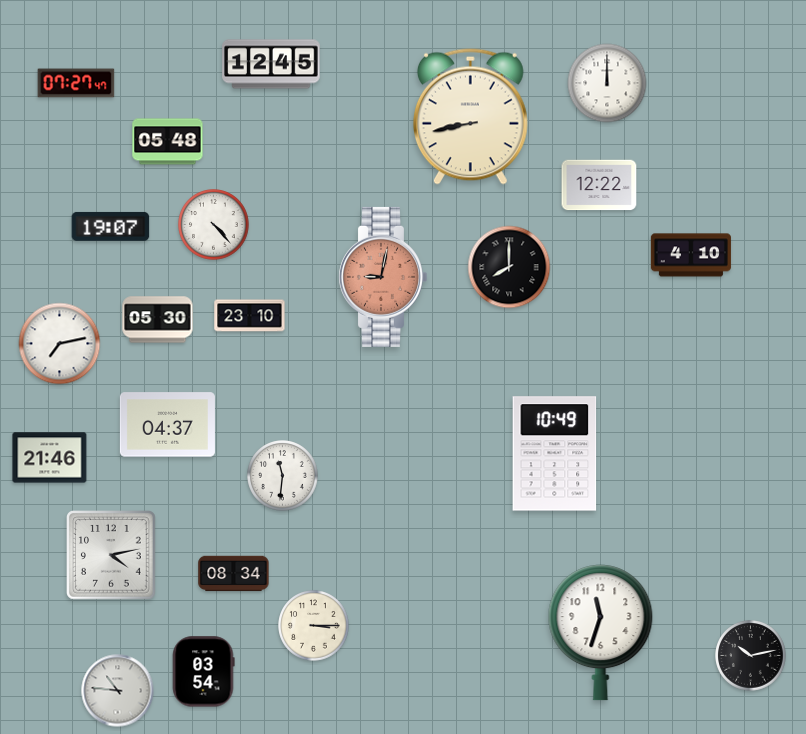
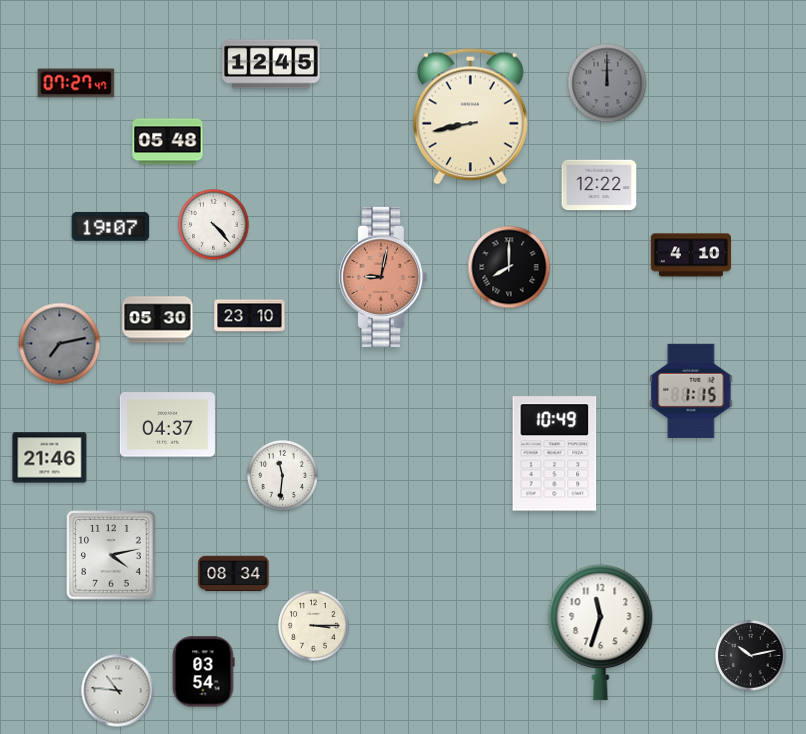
clock at (607, 83) dial: white -> grey
clock at (60, 344) dial: white -> grey
clock at (691, 391): none -> 1:15
